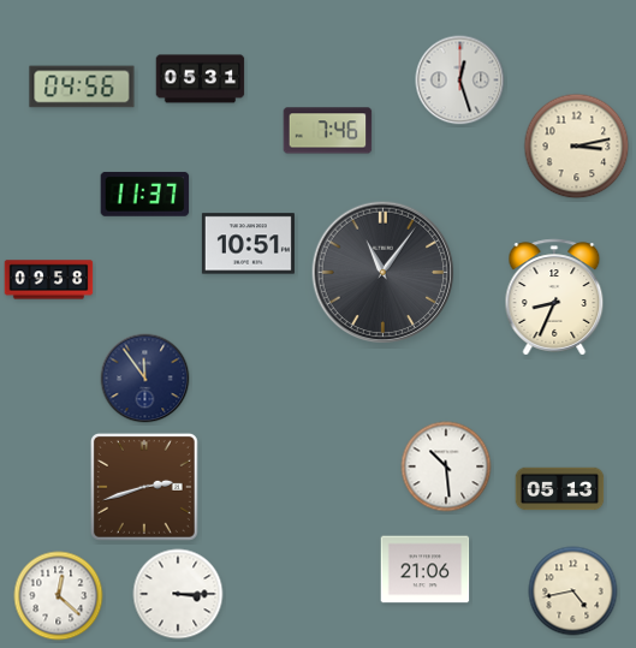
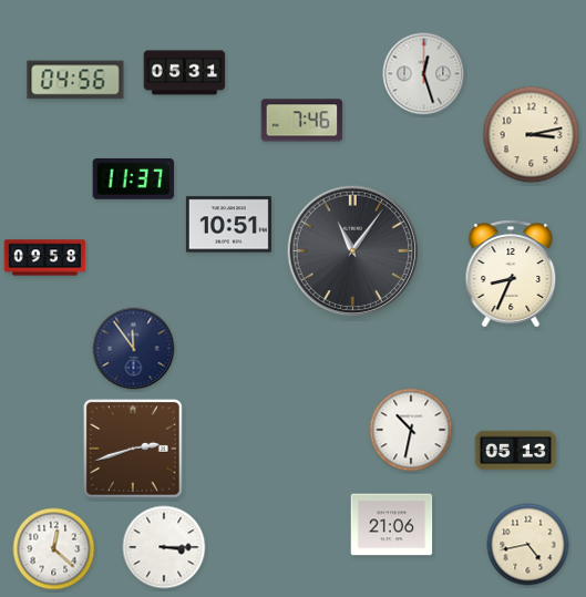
clock at (446, 466): 10:29 -> 10:32
